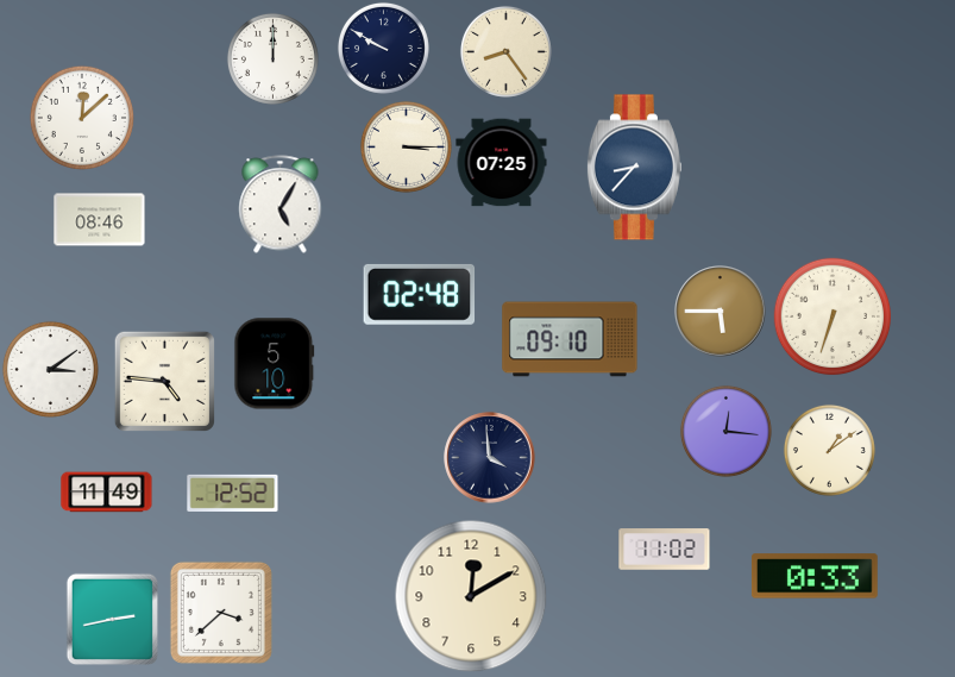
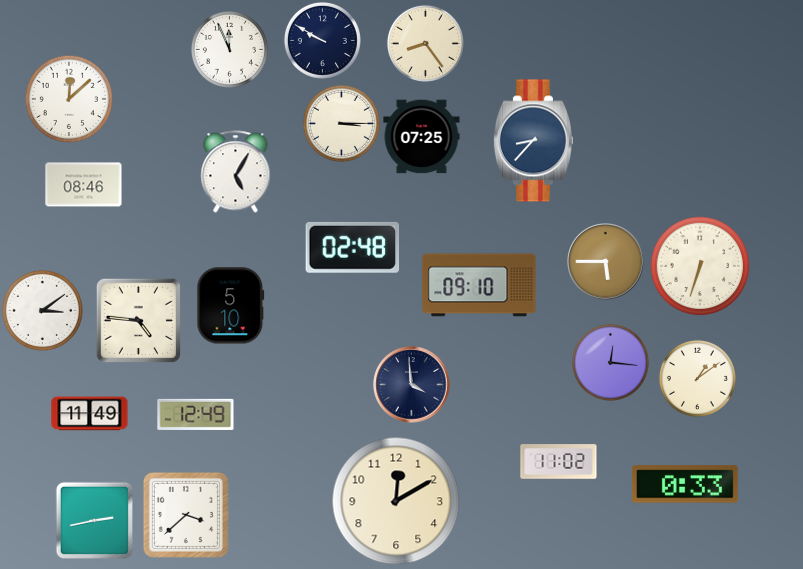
clock at (272, 58): 12:00 -> 11:56
clock at (233, 493): 12:52 -> 12:49
